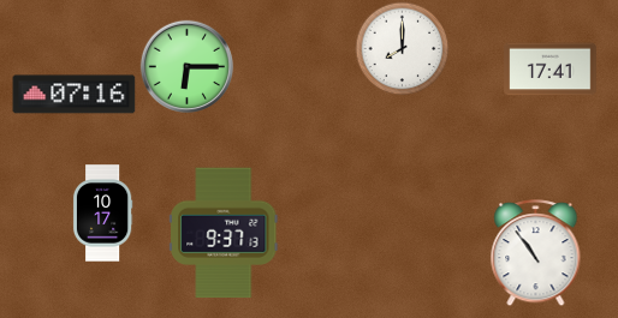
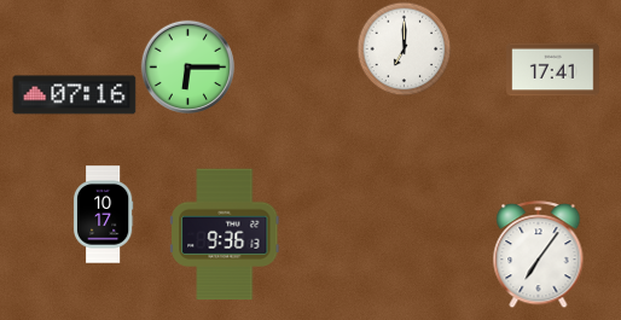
clock at (402, 48): 8:00 -> 7:00
clock at (225, 233): 9:37 -> 9:36
clock at (536, 253): 10:54 -> 7:06
